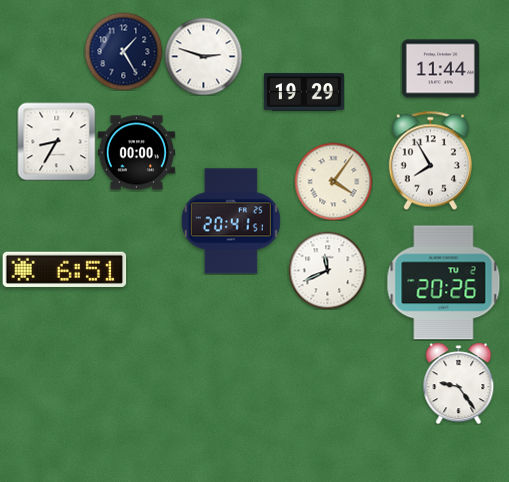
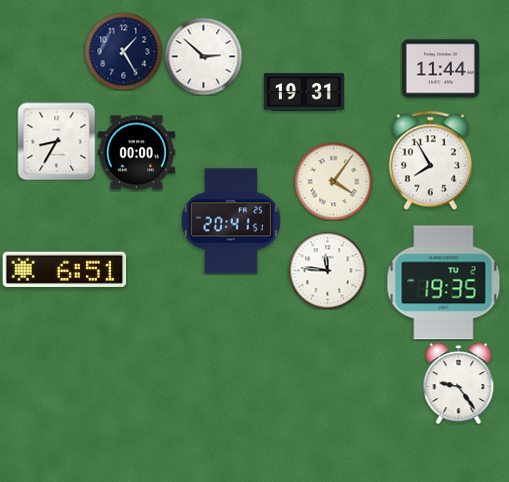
clock at (203, 56): 2:48 -> 2:52
clock at (304, 92): 19:29 -> 19:31
clock at (327, 270): 11:41 -> 11:46
clock at (444, 283): 20:26 -> 19:35
